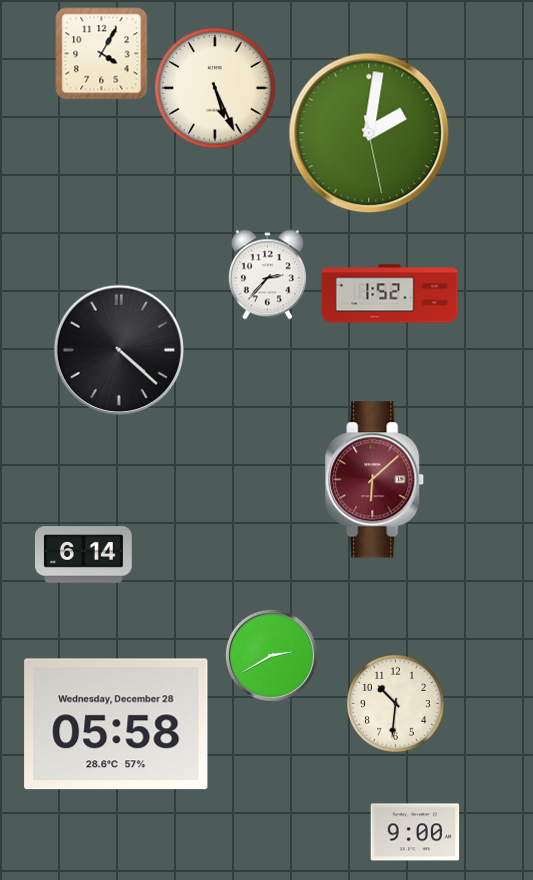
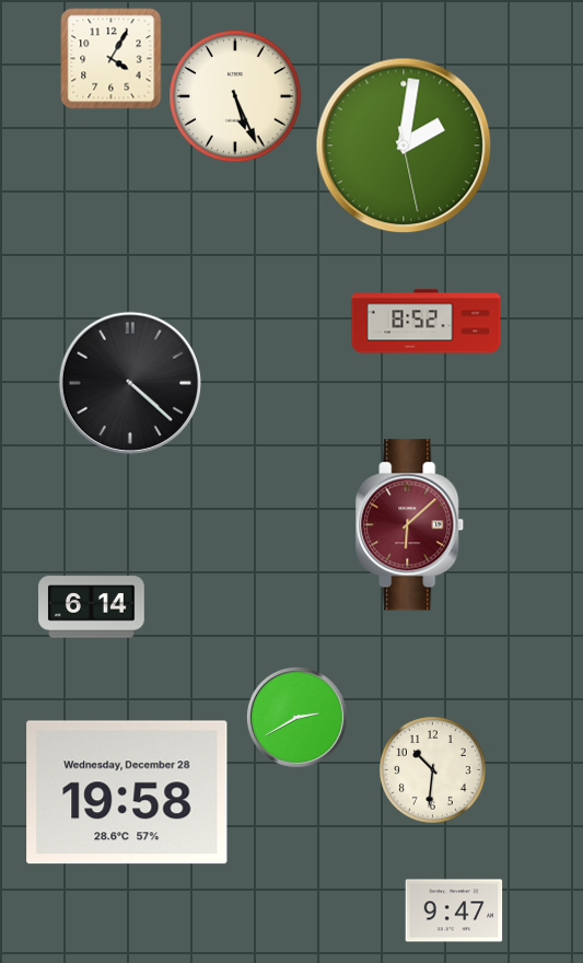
clock at (267, 275): 2:37 -> none
clock at (390, 294): 1:52 -> 8:52
clock at (116, 724): 05:58 -> 19:58
clock at (415, 832): 9:00 -> 9:47
